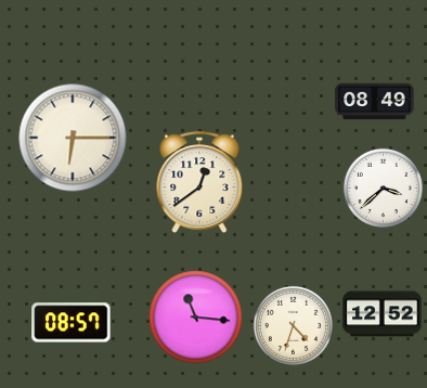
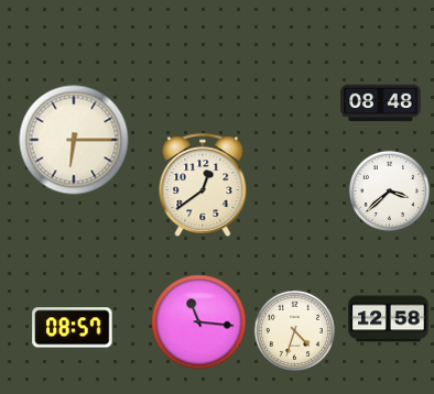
clock at (375, 102): 08:49 -> 08:48
clock at (383, 314): 12:52 -> 12:58
clock at (293, 325) position: (293, 325) -> (294, 330)
